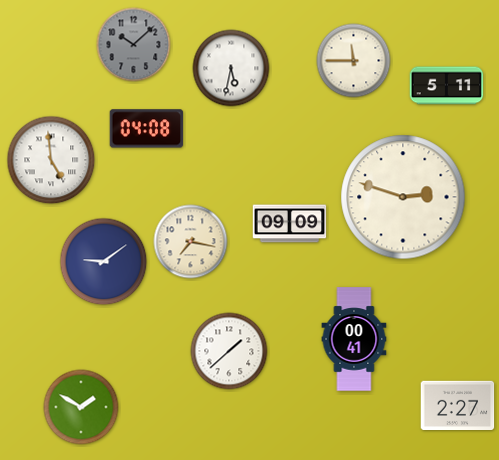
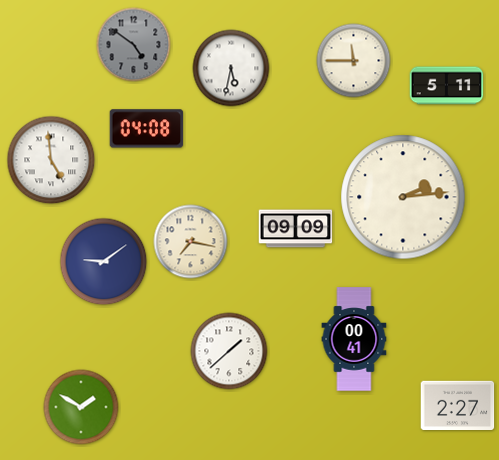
clock at (134, 45): 10:08 -> 4:51
clock at (403, 197): 2:48 -> 2:14
clock at (290, 224) position: (290, 224) -> (296, 229)
